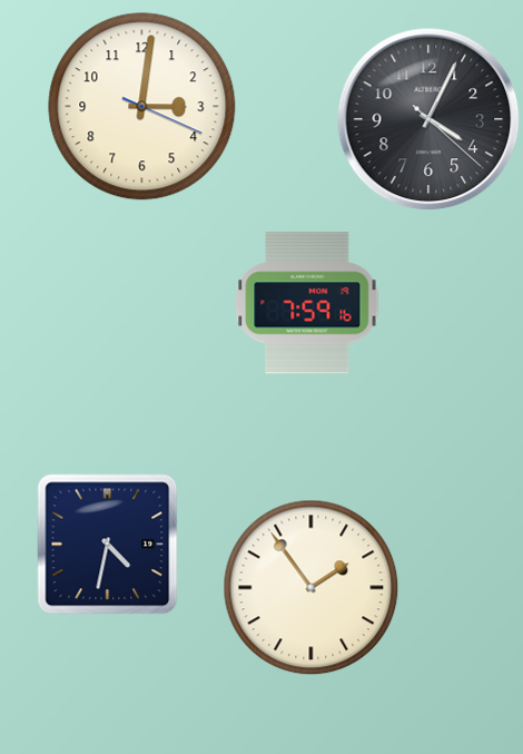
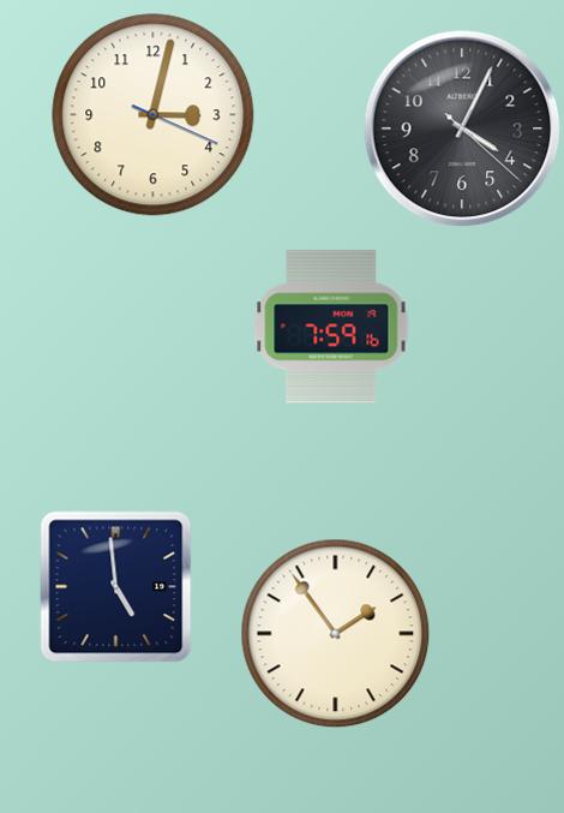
clock at (142, 107): 3:01 -> 3:02
clock at (108, 545): 4:32 -> 4:59
